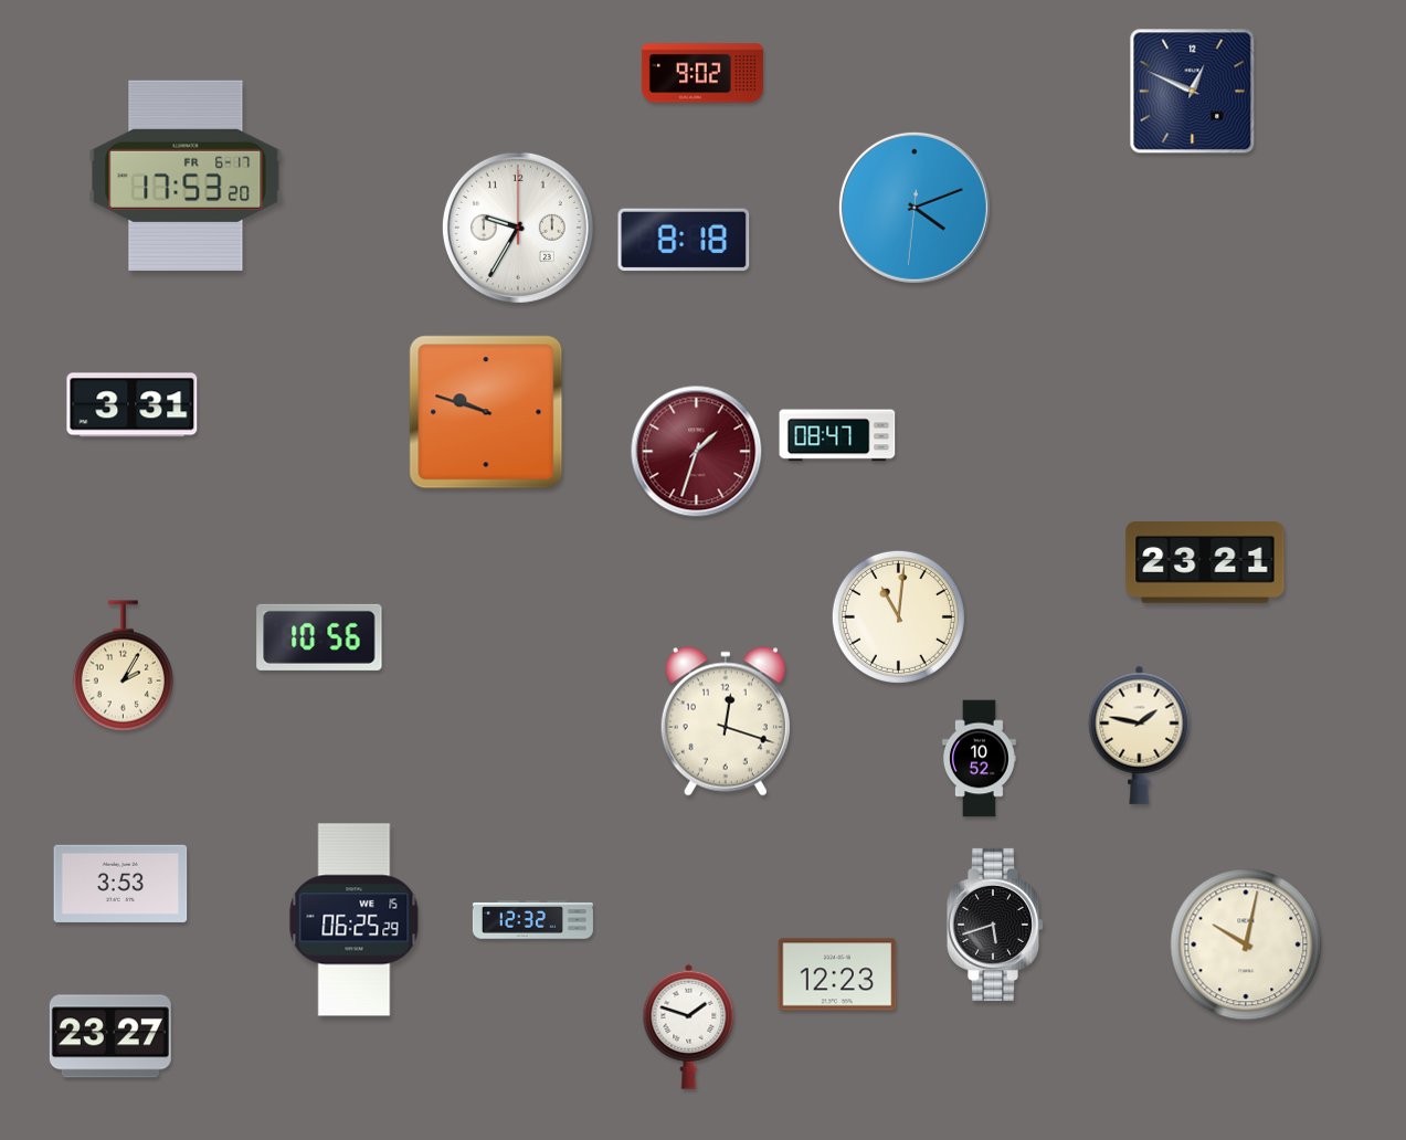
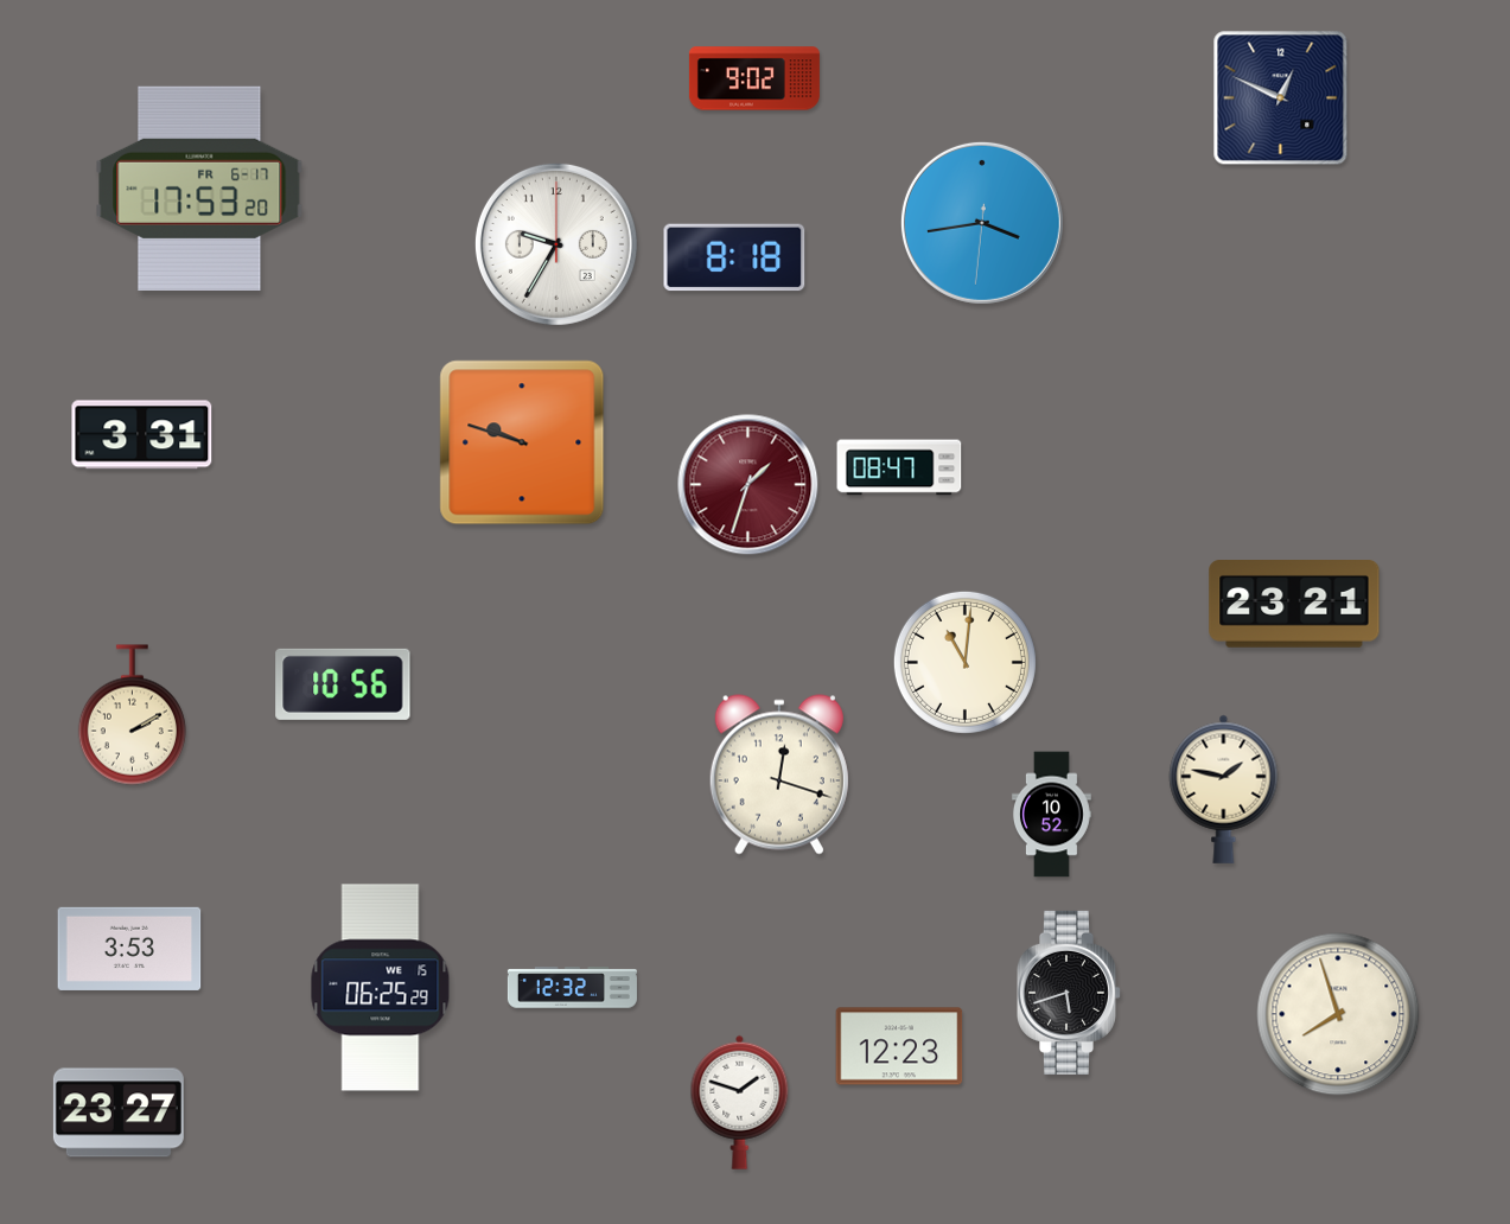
clock at (915, 208): 4:11 -> 3:43
clock at (123, 666): 2:05 -> 2:10
clock at (1246, 944): 10:02 -> 7:57
